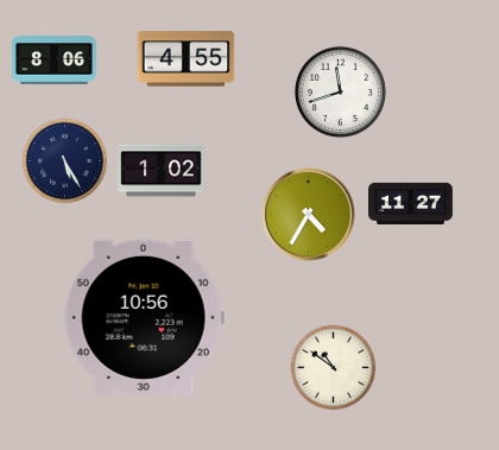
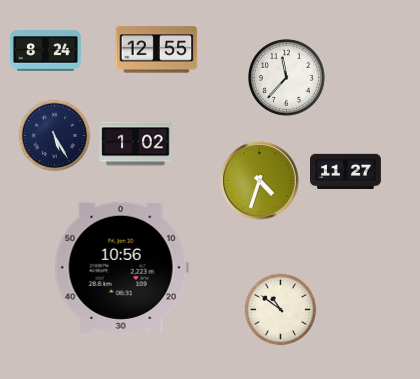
clock at (187, 59): 4:55 -> 12:55
clock at (55, 61): 8:06 -> 8:24
clock at (340, 91): 11:42 -> 11:37
clock at (309, 215): 4:35 -> 4:33
